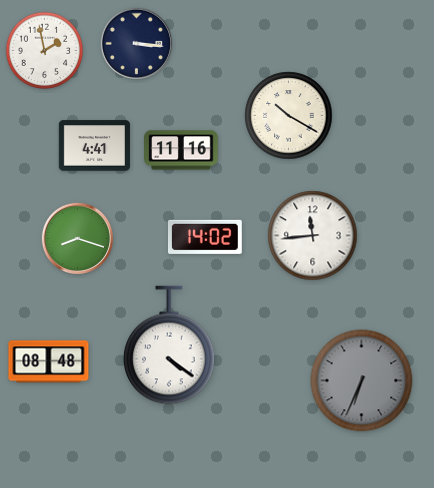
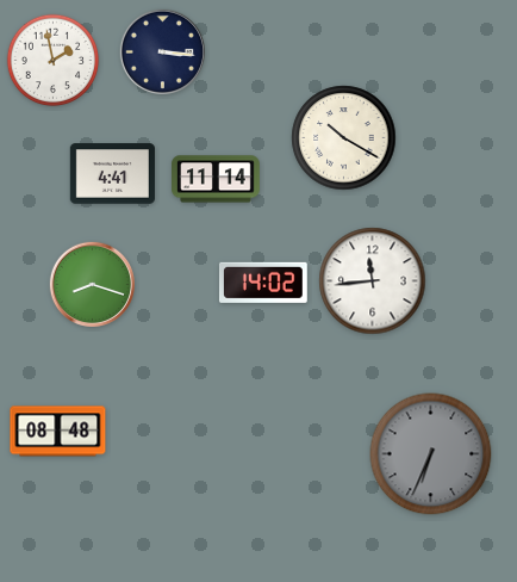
clock at (181, 150): 11:16 -> 11:14
clock at (205, 237) position: (205, 237) -> (263, 283)
clock at (169, 345): 4:21 -> none
